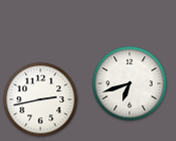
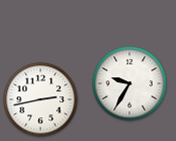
clock at (130, 84): 6:42 -> 9:35
